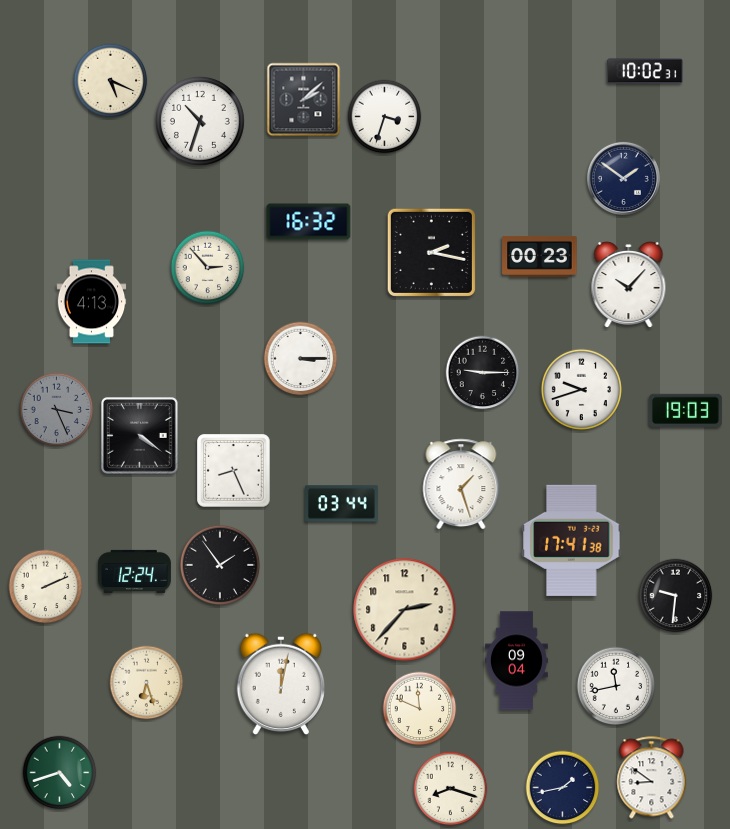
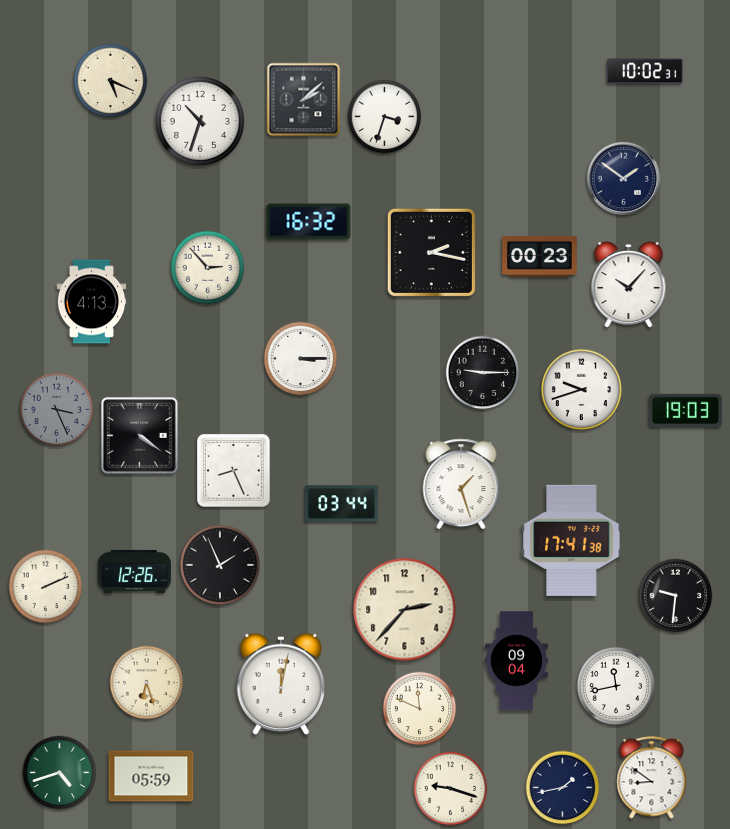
clock at (219, 564): 1:54 -> 1:56
clock at (135, 571): 12:24 -> 12:26
clock at (151, 776): none -> 05:59
clock at (451, 789): 8:18 -> 9:18
